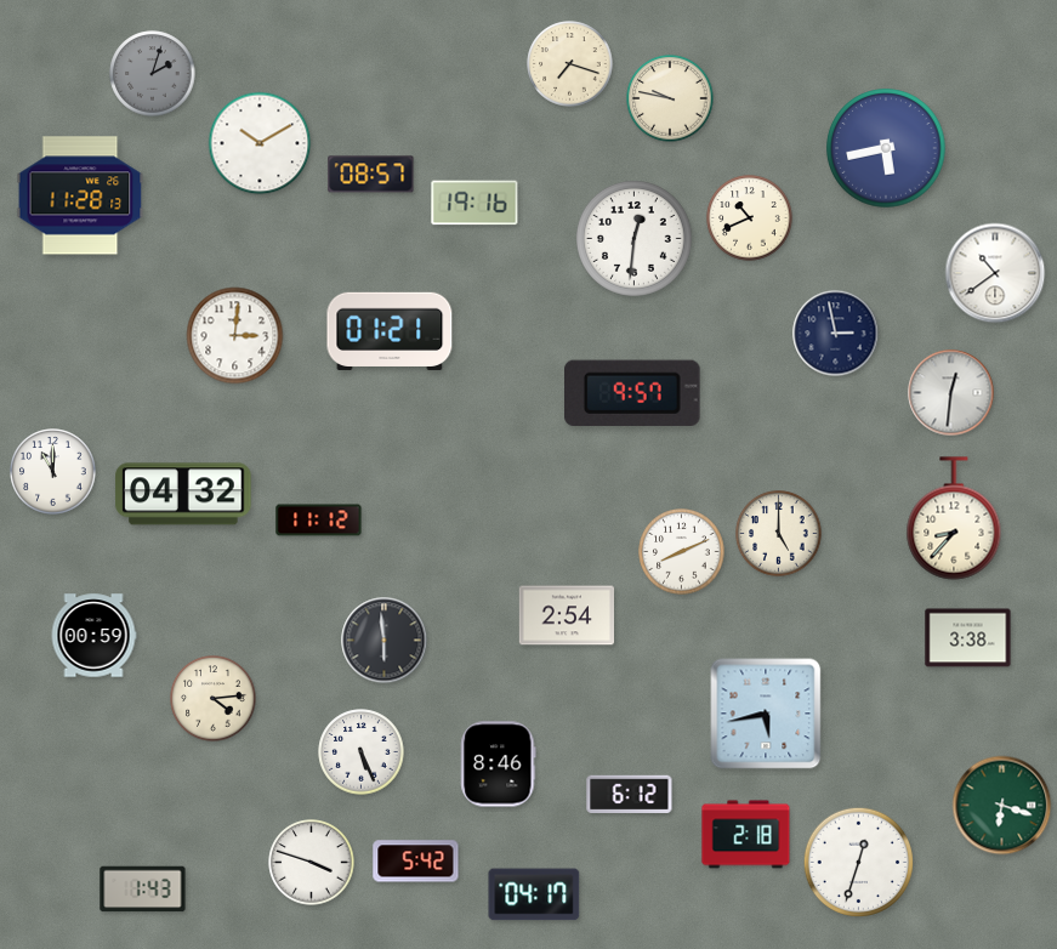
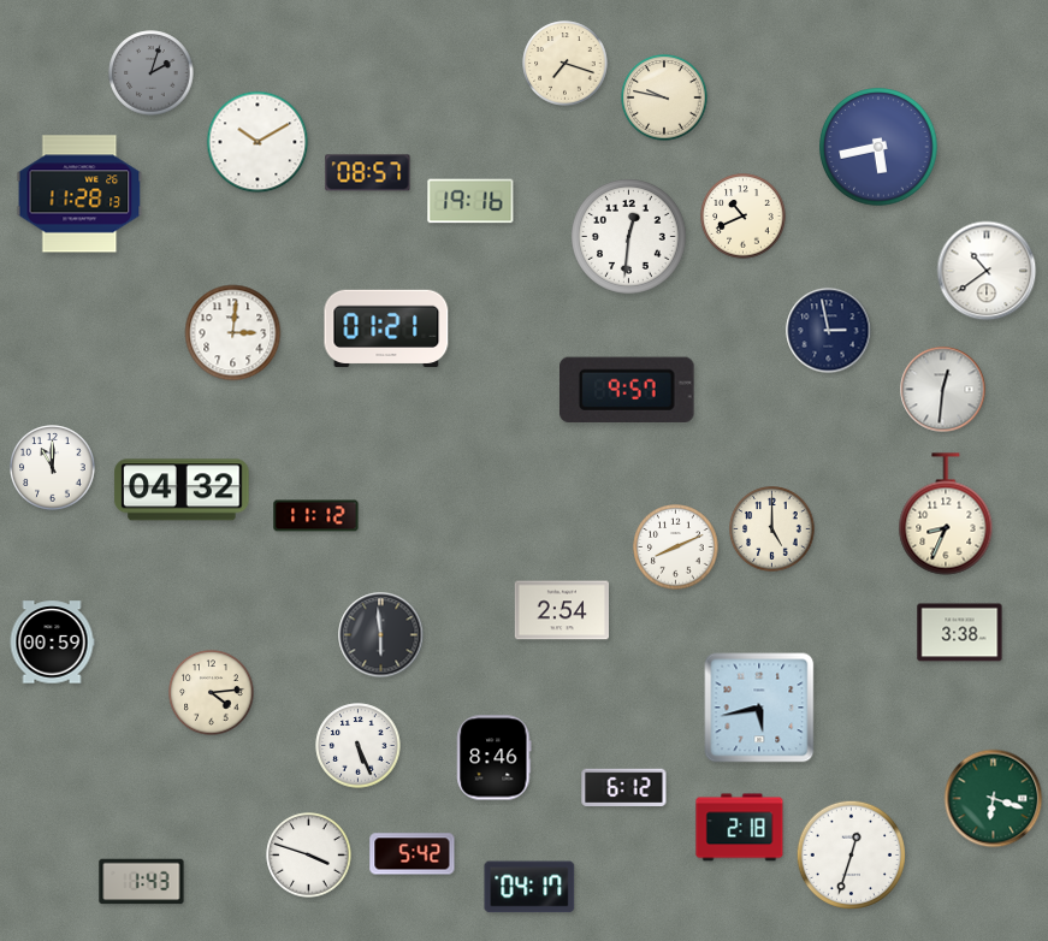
clock at (954, 518): 8:37 -> 8:34
clock at (93, 636) position: (93, 636) -> (52, 643)
